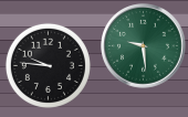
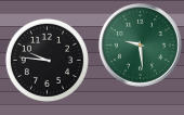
clock at (48, 65) position: (48, 65) -> (47, 60)
